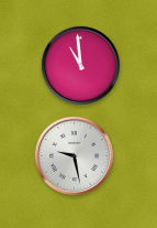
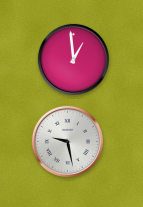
clock at (80, 65): 10:59 -> 12:59
